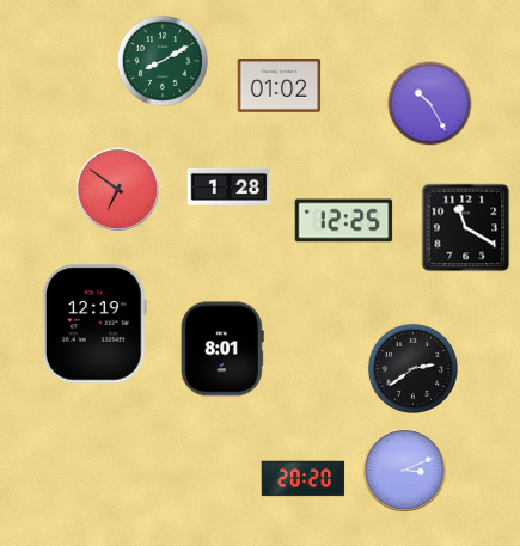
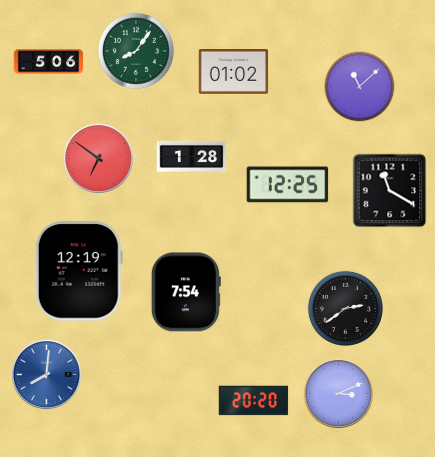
clock at (163, 61): 8:10 -> 8:06
clock at (49, 62): none -> 5:06
clock at (430, 104): 10:25 -> 11:08
clock at (222, 349): 8:01 -> 7:54
clock at (46, 374): none -> 8:01
